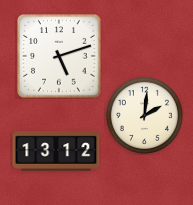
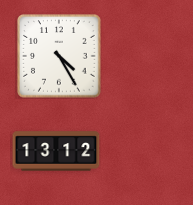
clock at (60, 57): 5:12 -> 4:25
clock at (144, 115): 2:01 -> none
